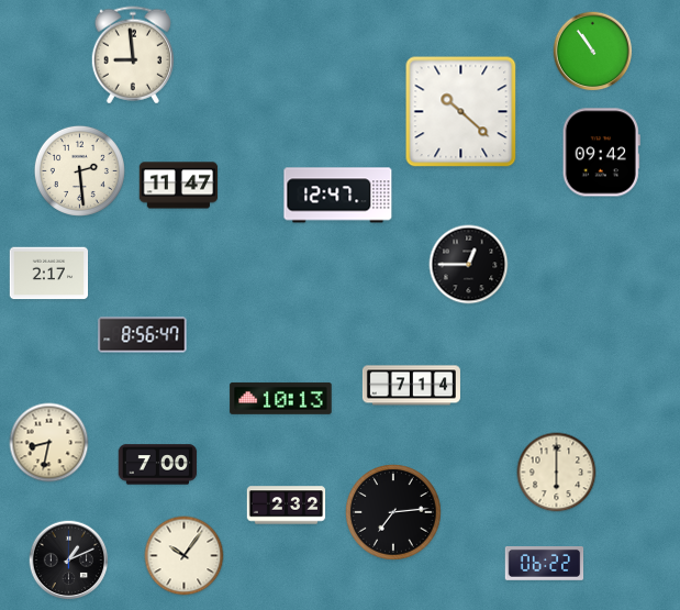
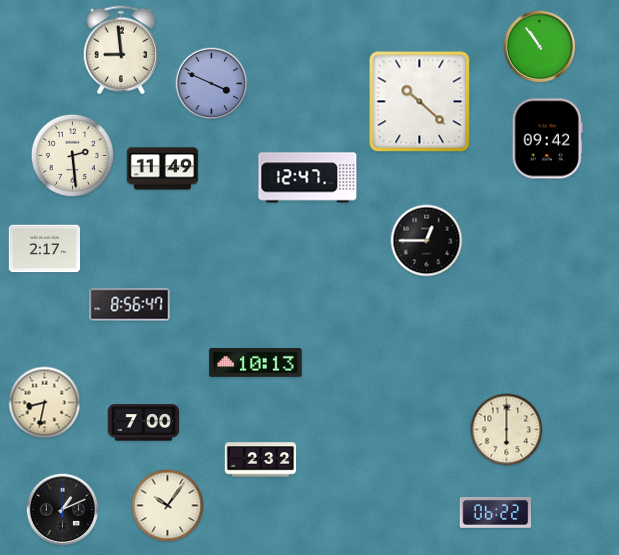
clock at (212, 84): none -> 3:49
clock at (179, 186): 11:47 -> 11:49
clock at (411, 386): 7:14 -> none
clock at (393, 512): 7:14 -> none
